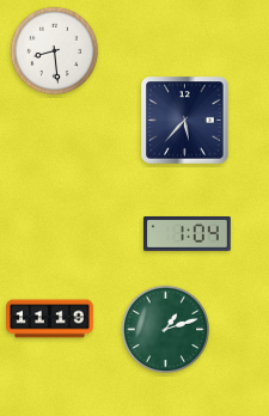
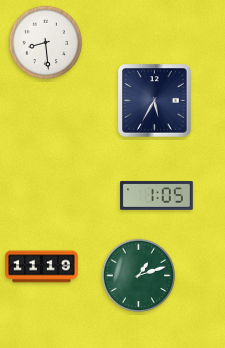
clock at (185, 121): 5:37 -> 5:35
clock at (188, 234): 1:04 -> 1:05
